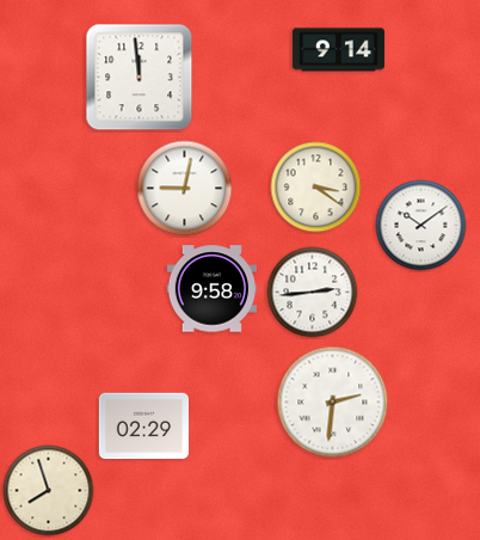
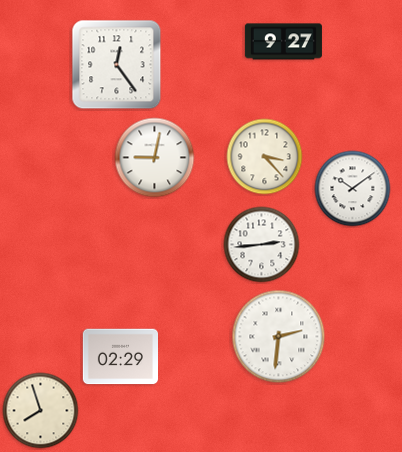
clock at (338, 50): 9:14 -> 9:27
clock at (140, 78): 11:59 -> 12:24
clock at (316, 188): 3:21 -> 3:23
clock at (211, 289): 9:58 -> none
